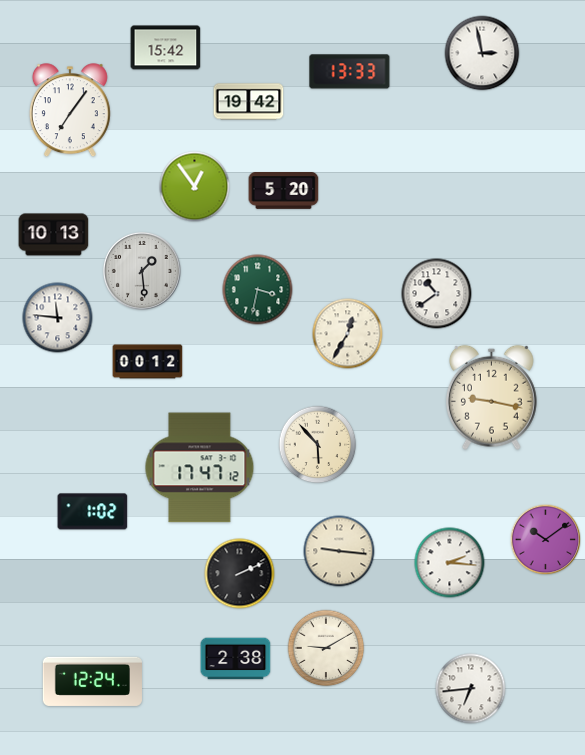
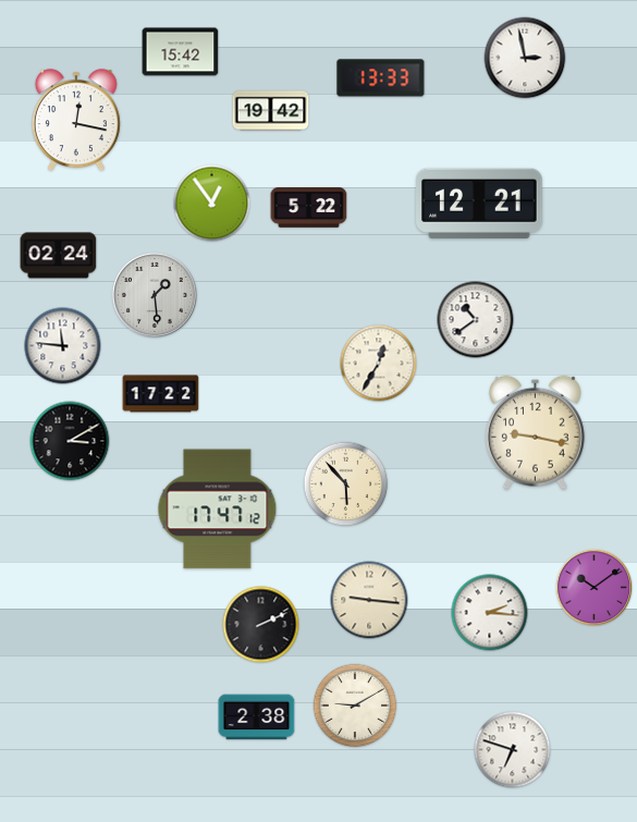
clock at (70, 111): 7:06 -> 12:17
clock at (479, 204): none -> 12:21
clock at (284, 191): 5:20 -> 5:22
clock at (54, 235): 10:13 -> 02:24
clock at (258, 290): 3:32 -> none
clock at (148, 362): 00:12 -> 17:22
clock at (70, 441): none -> 3:10
clock at (93, 512): 1:02 -> none
clock at (92, 681): 12:24 -> none
clock at (471, 689): 6:44 -> 6:48
